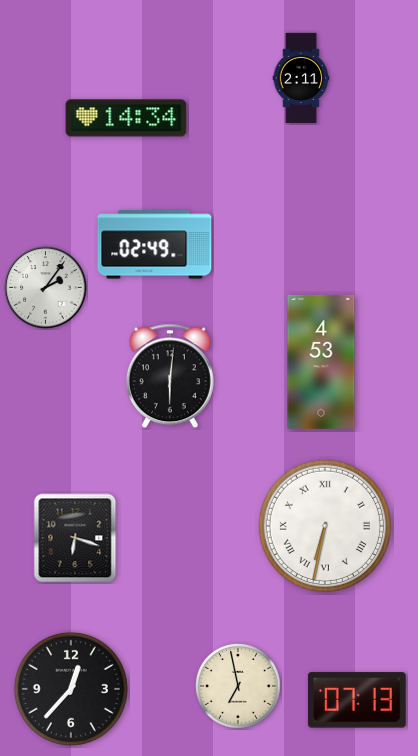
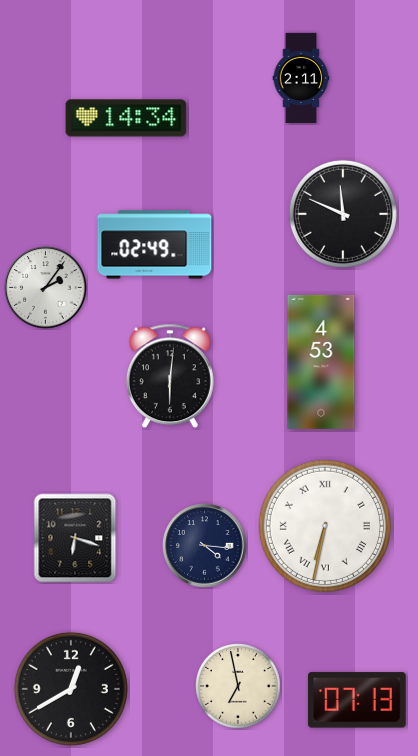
clock at (343, 214): none -> 11:49
clock at (205, 546): none -> 4:16
clock at (71, 689): 12:37 -> 12:40
